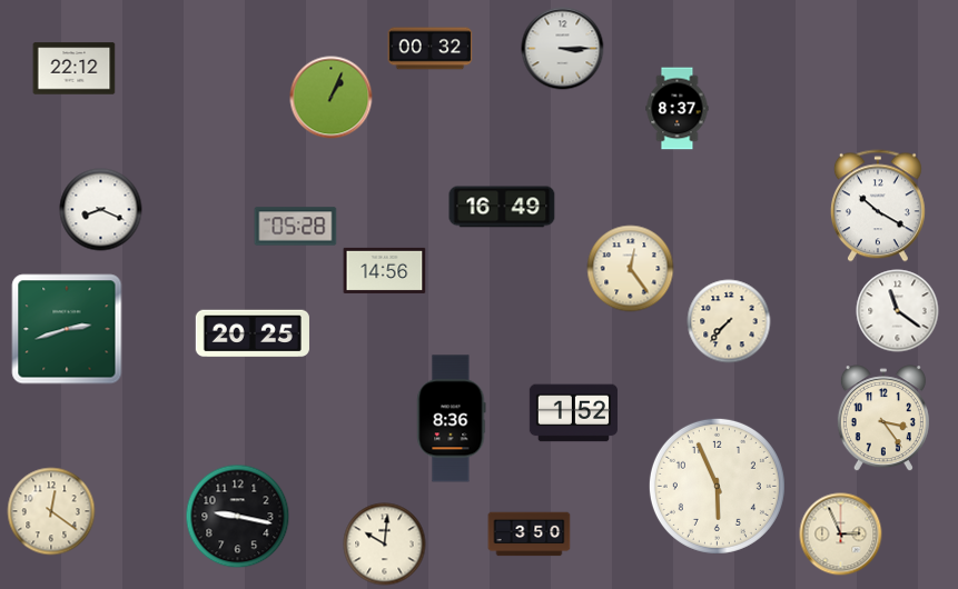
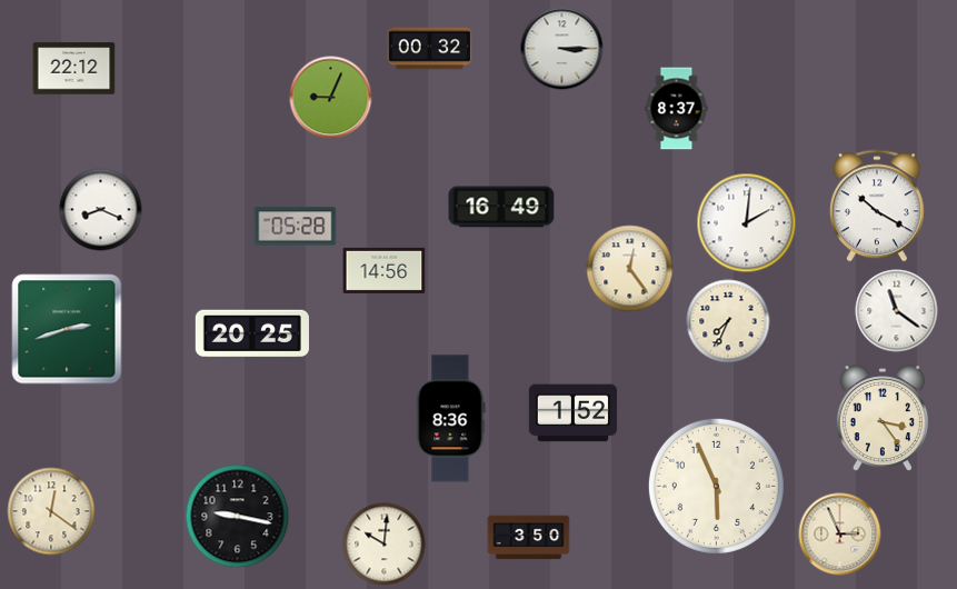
clock at (332, 98): 1:04 -> 9:04
clock at (747, 223): none -> 2:01
clock at (729, 321): 7:37 -> 7:34
clock at (530, 535) position: (530, 535) -> (529, 538)
